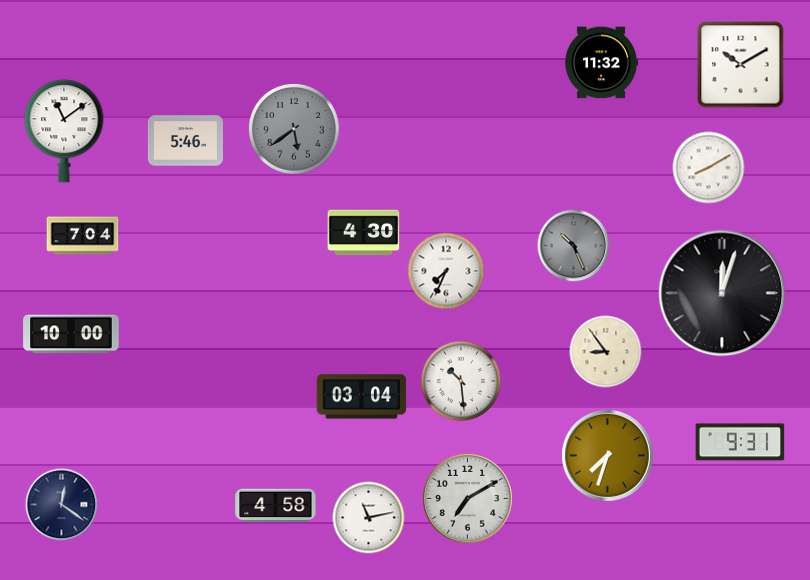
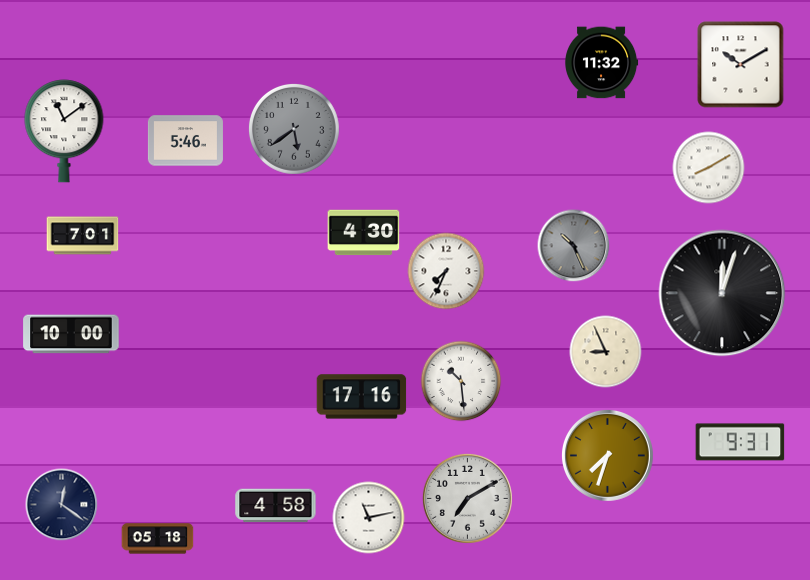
clock at (83, 236): 7:04 -> 7:01
clock at (606, 352): 8:54 -> 8:56
clock at (362, 397): 03:04 -> 17:16
clock at (158, 539): none -> 05:18
